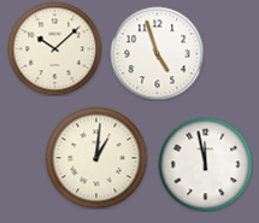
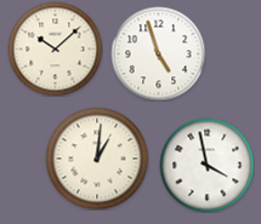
clock at (205, 164): 11:58 -> 3:58
